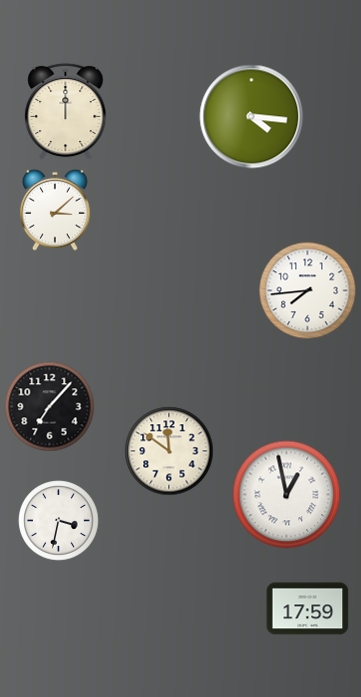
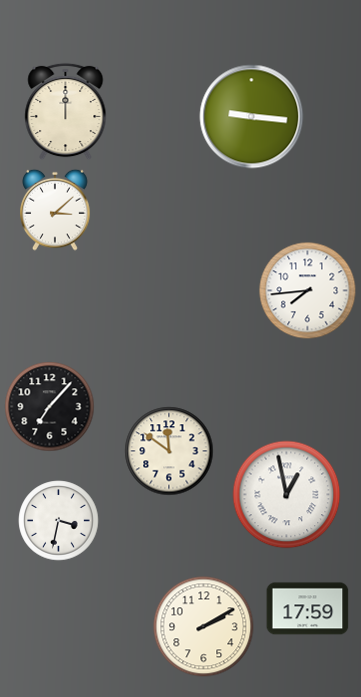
clock at (252, 117): 4:16 -> 9:16
clock at (204, 627): none -> 2:10
